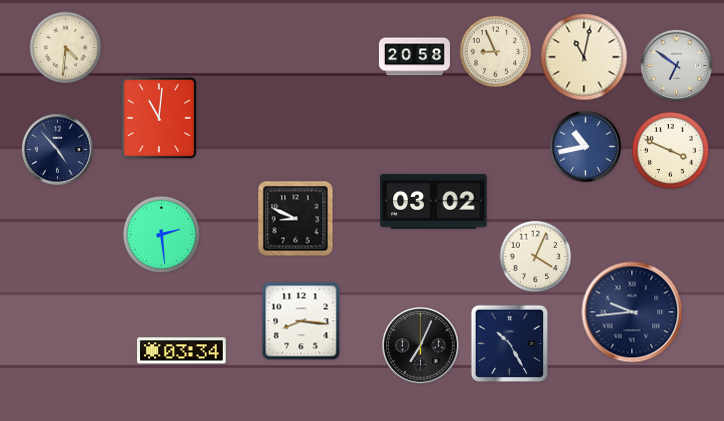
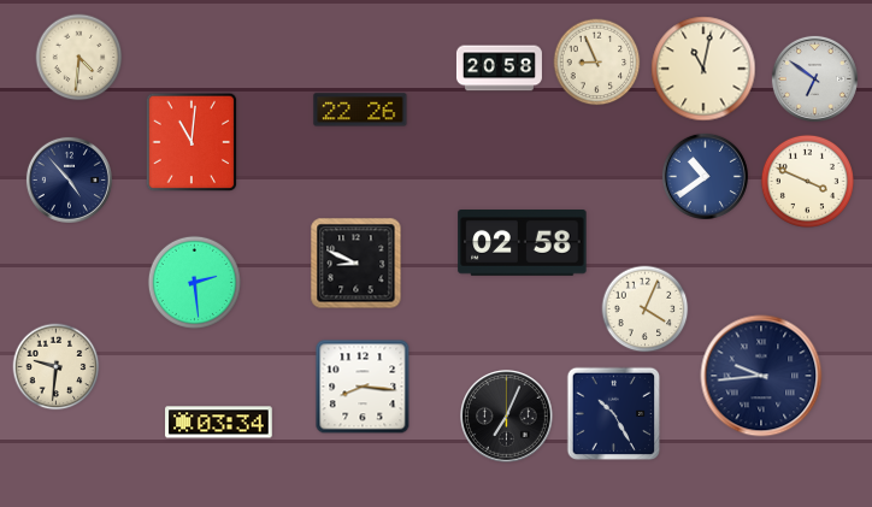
clock at (360, 110): none -> 22:26
clock at (585, 146): 10:43 -> 10:39
clock at (434, 202): 03:02 -> 02:58
clock at (57, 367): none -> 9:31
